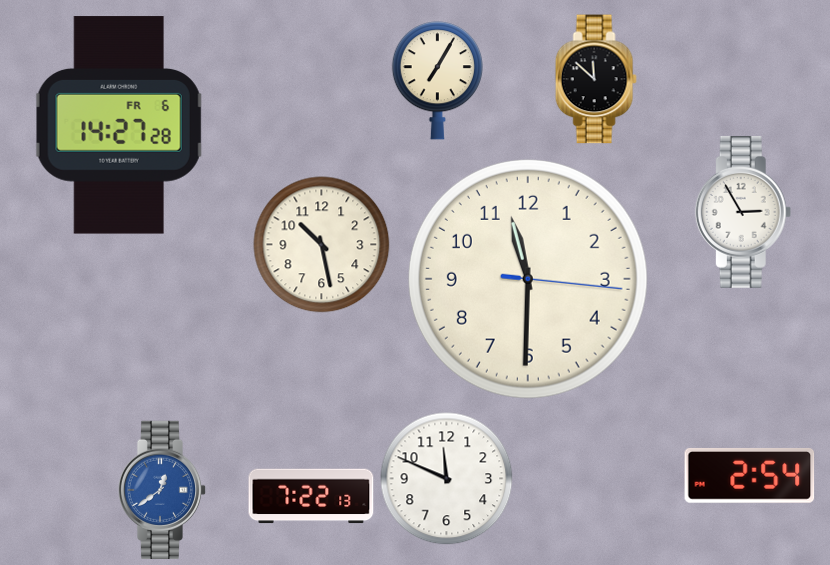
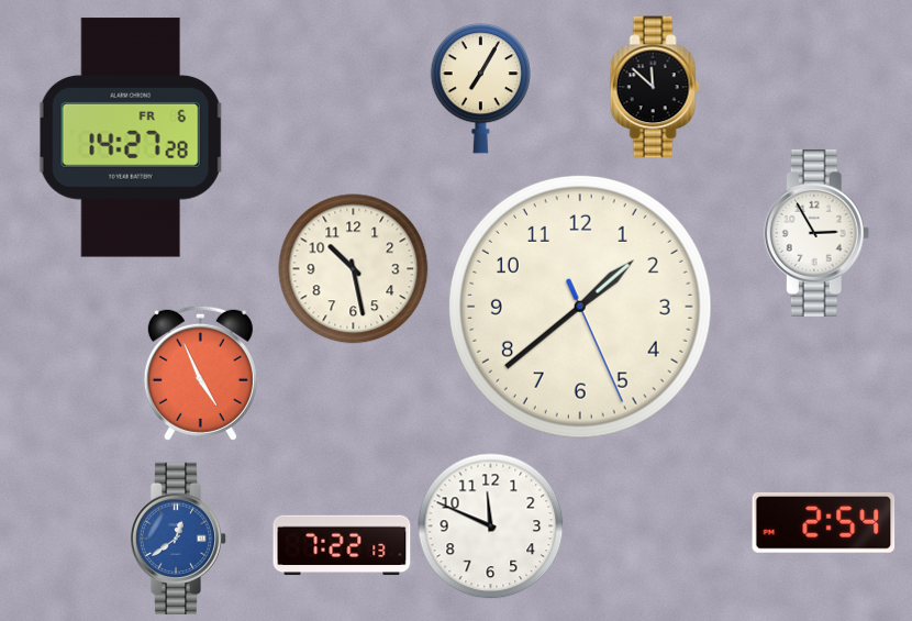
clock at (528, 279): 11:30 -> 1:38
clock at (200, 373): none -> 4:56
